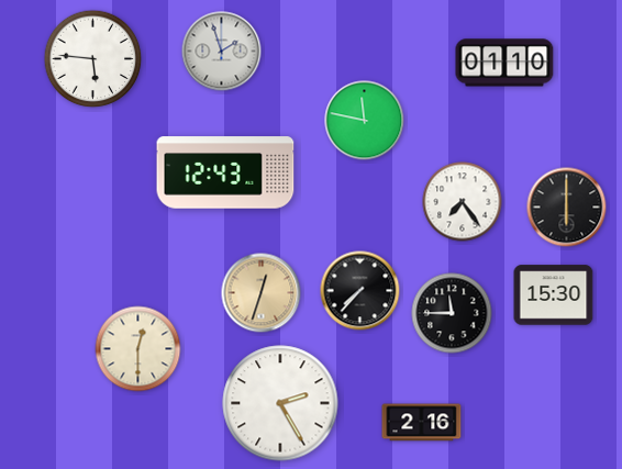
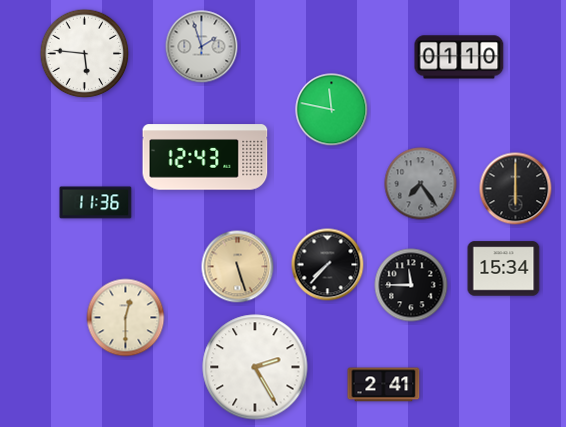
clock at (463, 202) dial: white -> grey
clock at (96, 203): none -> 11:36
clock at (262, 293): 12:33 -> 5:27
clock at (554, 295): 15:30 -> 15:34
clock at (422, 423): 2:16 -> 2:41
